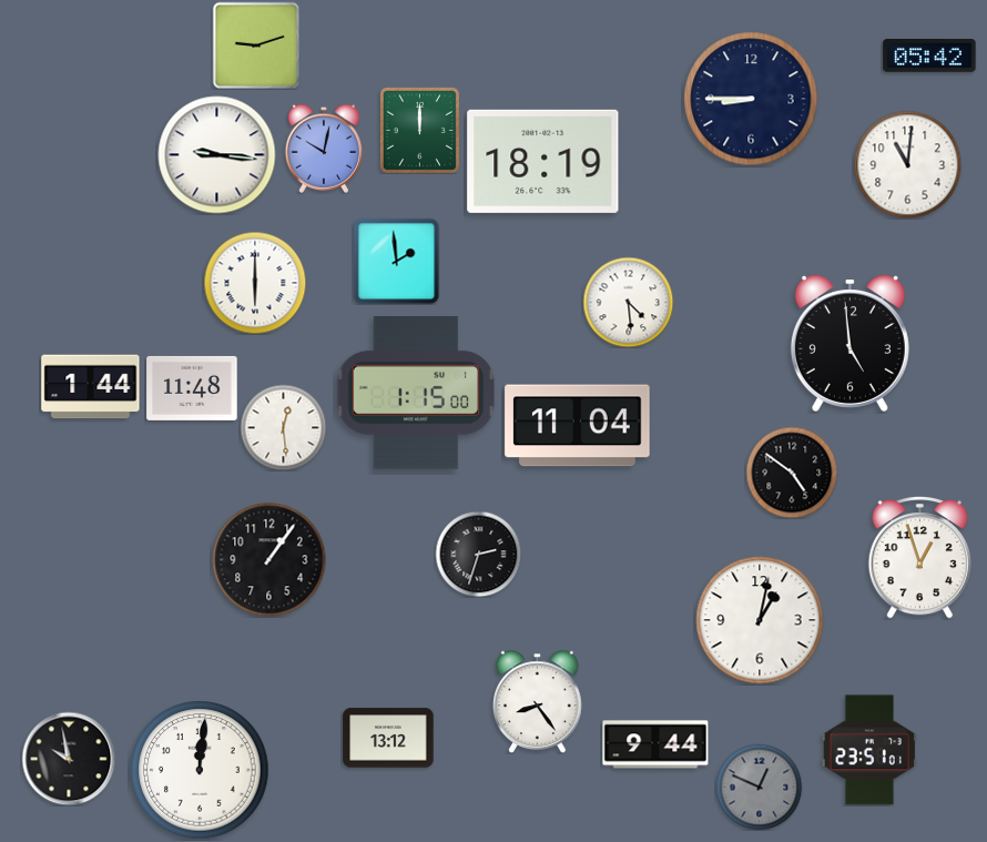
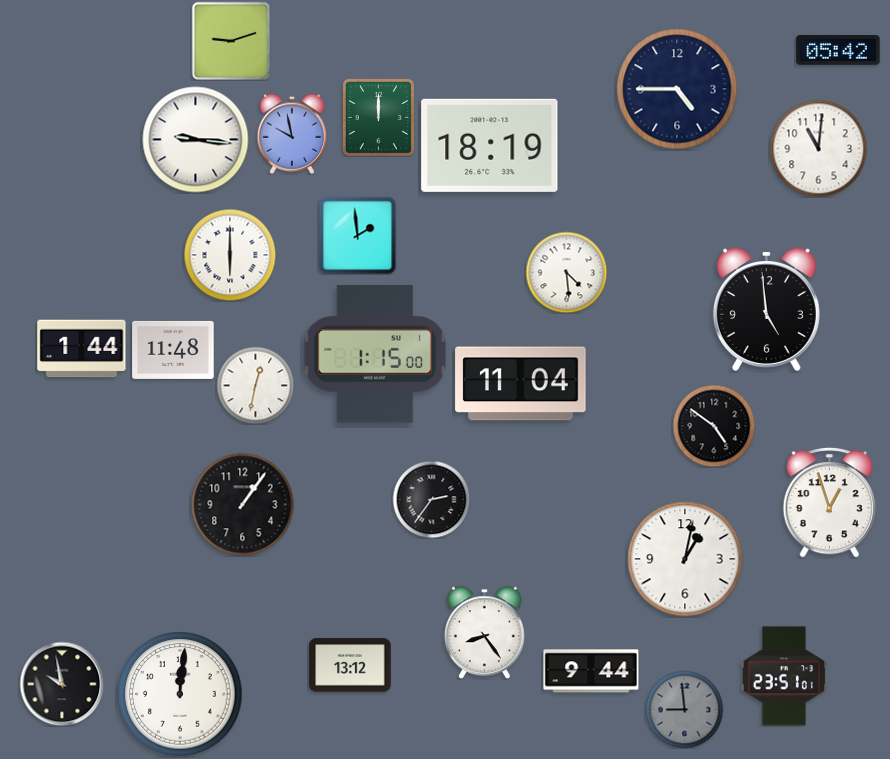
clock at (751, 99): 8:45 -> 4:45
clock at (324, 149): 10:02 -> 9:58
clock at (283, 427): 12:29 -> 12:32
clock at (478, 554): 2:33 -> 2:36
clock at (759, 787): 12:49 -> 8:59
